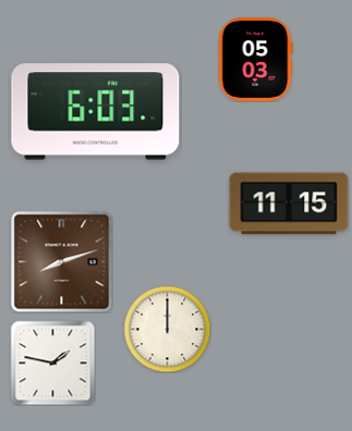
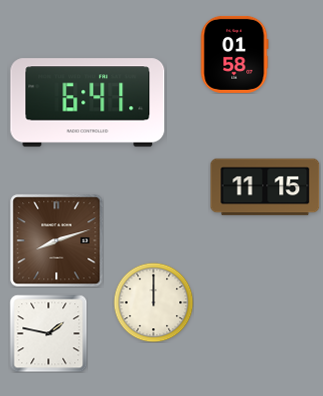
clock at (256, 59): 05:03 -> 01:58
clock at (96, 112): 6:03 -> 6:41
